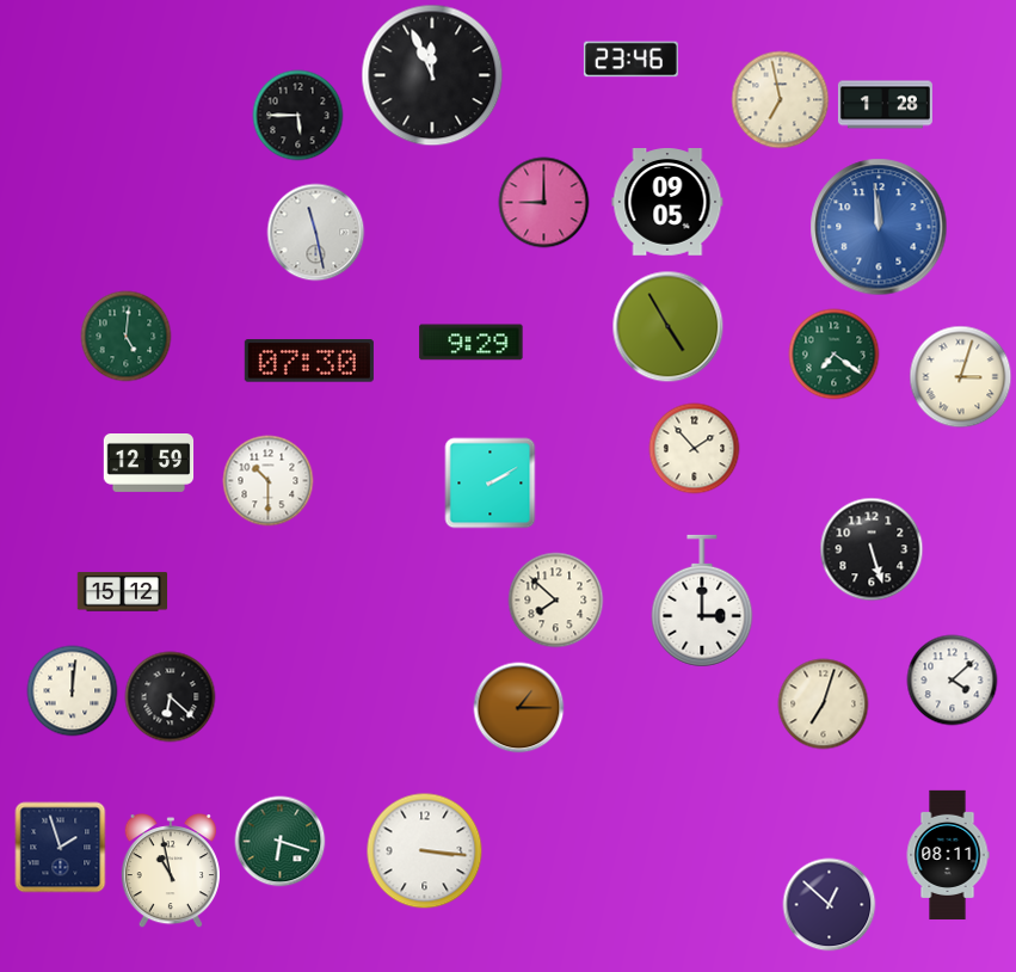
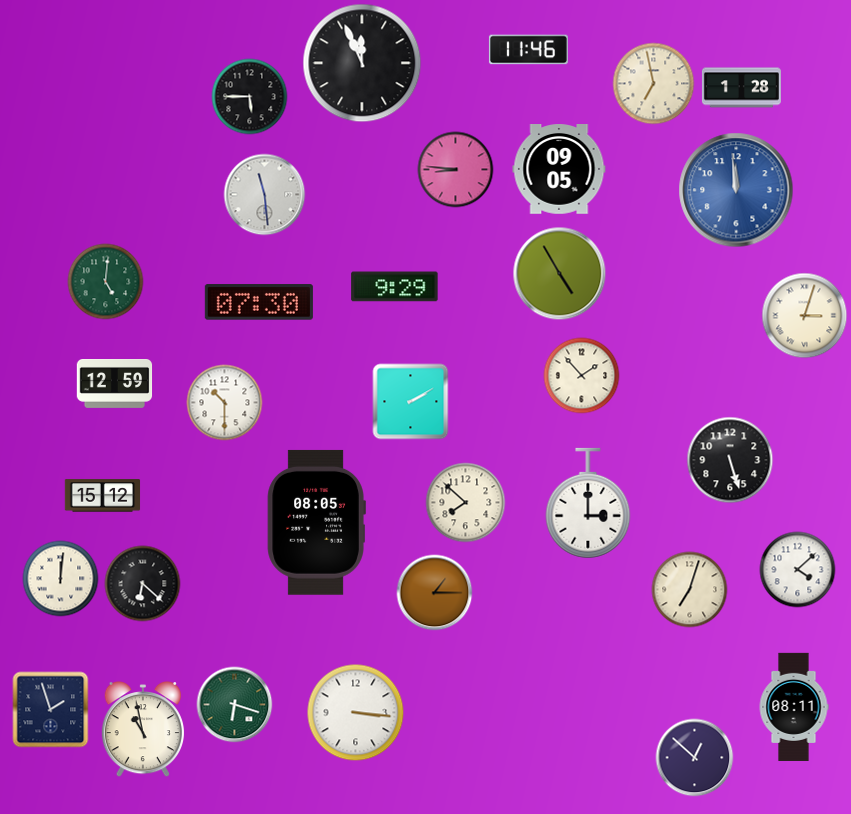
clock at (630, 60): 23:46 -> 11:46
clock at (544, 203): 9:00 -> 8:46
clock at (316, 233): 11:28 -> 11:29
clock at (835, 355): 7:21 -> none
clock at (149, 463) position: (149, 463) -> (115, 384)
clock at (491, 484) position: (491, 484) -> (411, 402)
clock at (316, 522): none -> 08:05
clock at (948, 855) position: (948, 855) -> (794, 707)
